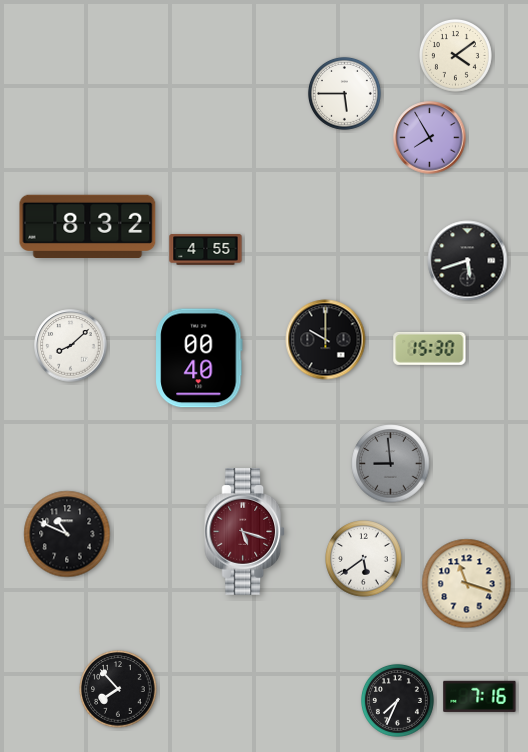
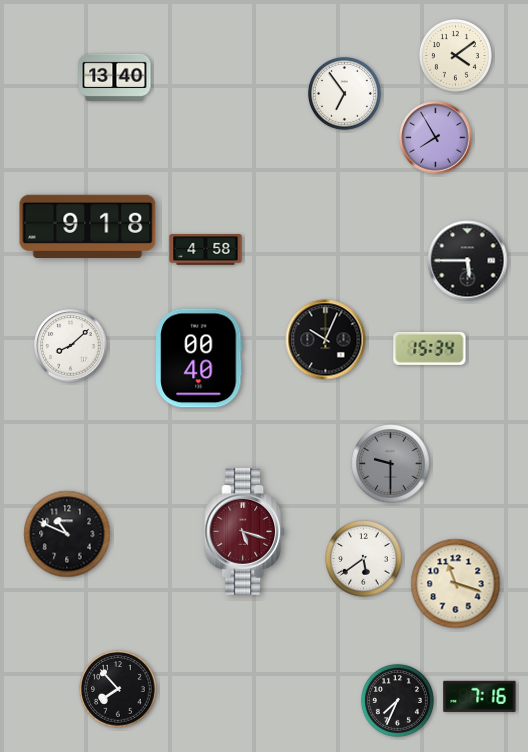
clock at (115, 77): none -> 13:40
clock at (344, 93): 5:45 -> 6:54
clock at (430, 138) position: (430, 138) -> (436, 138)
clock at (88, 226): 8:32 -> 9:18
clock at (206, 250): 4:55 -> 4:58
clock at (468, 261): 5:42 -> 5:45
clock at (326, 340): 10:00 -> 10:04
clock at (430, 348): 15:30 -> 15:34
clock at (391, 464): 8:59 -> 9:30
clock at (467, 584) position: (467, 584) -> (456, 584)
